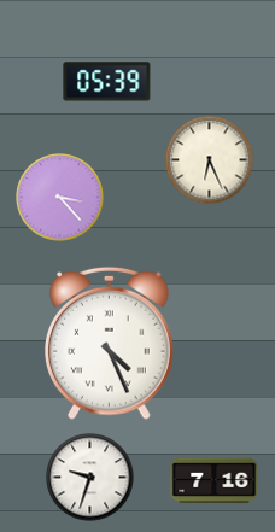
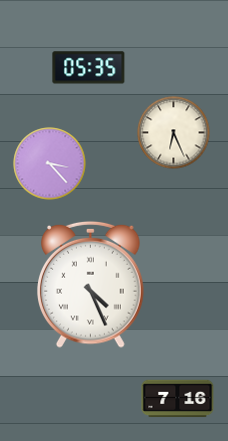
clock at (107, 82): 05:39 -> 05:35
clock at (90, 478): 9:33 -> none
